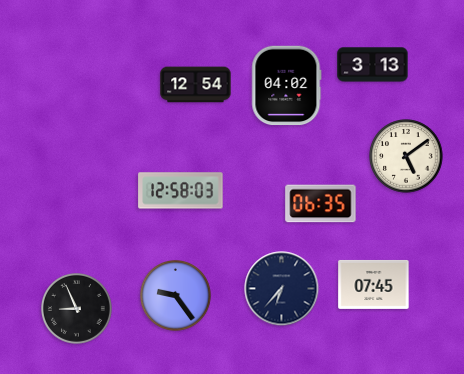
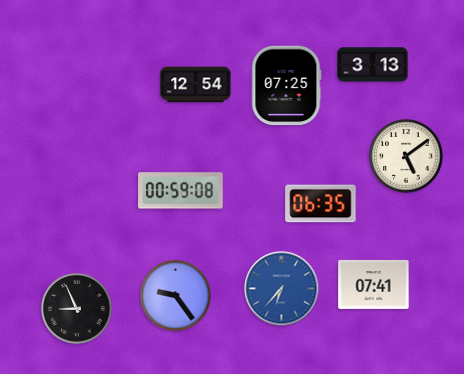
clock at (287, 86): 04:02 -> 07:25
clock at (181, 191): 12:58 -> 00:59
clock at (374, 284): 07:45 -> 07:41
clock at (282, 289) dial: navy -> blue
